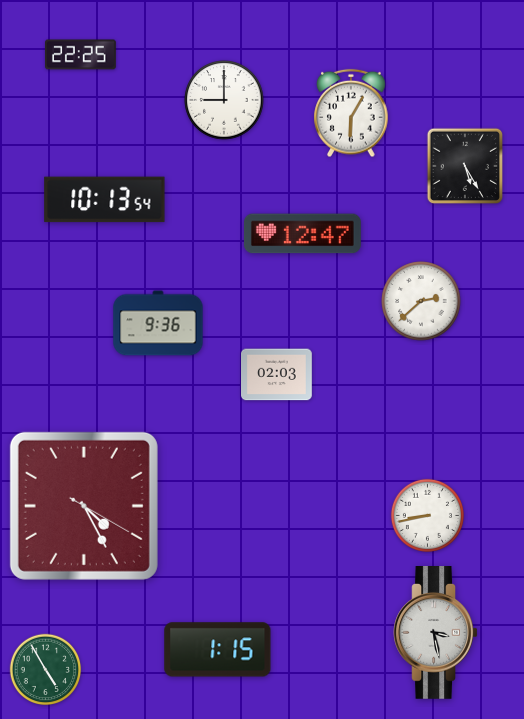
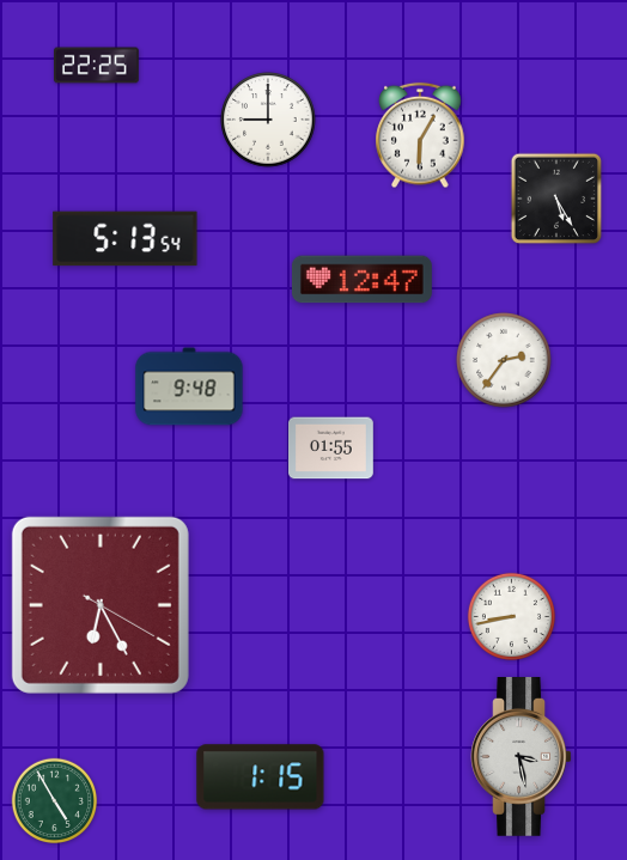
clock at (105, 200): 10:13 -> 5:13
clock at (421, 301): 2:38 -> 2:36
clock at (158, 323): 9:36 -> 9:48
clock at (277, 375): 02:03 -> 01:55
clock at (84, 506): 4:25 -> 6:25
